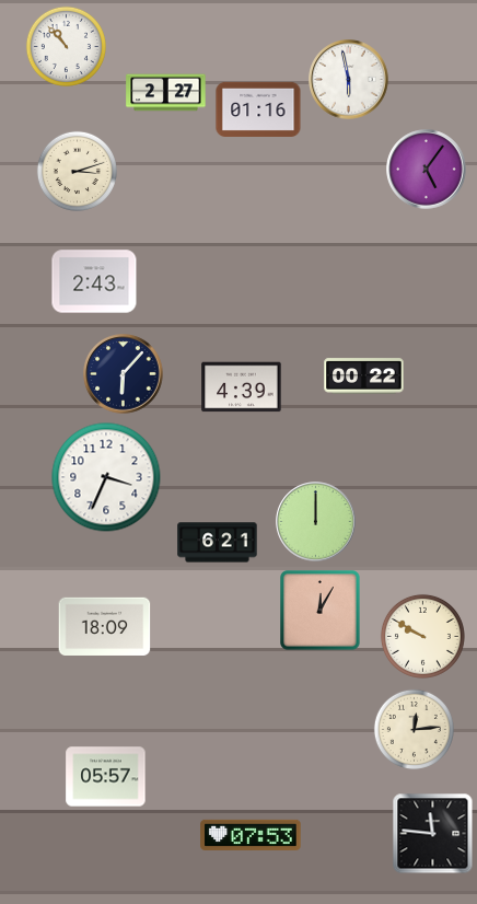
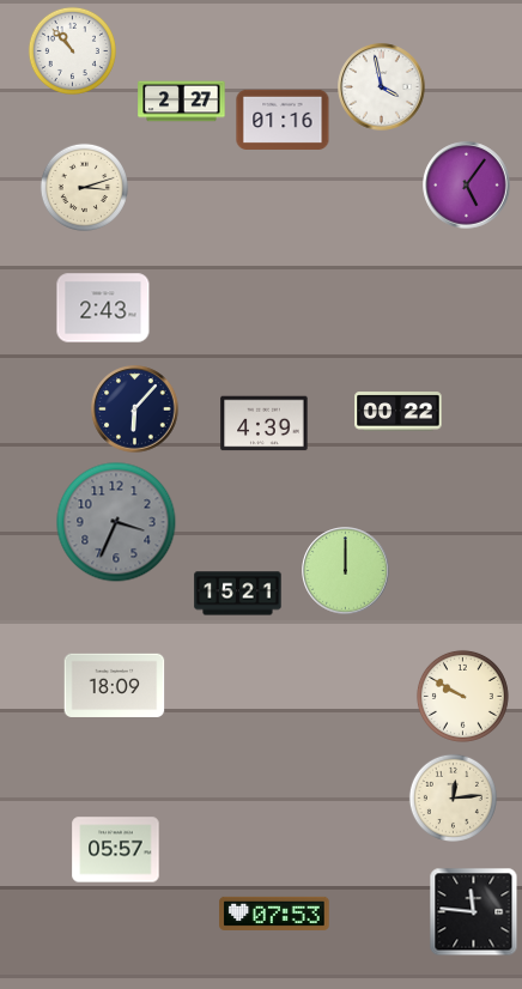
clock at (349, 80): 5:58 -> 3:58
clock at (106, 477) dial: white -> grey
clock at (218, 543): 6:21 -> 15:21
clock at (321, 611): 12:05 -> none
